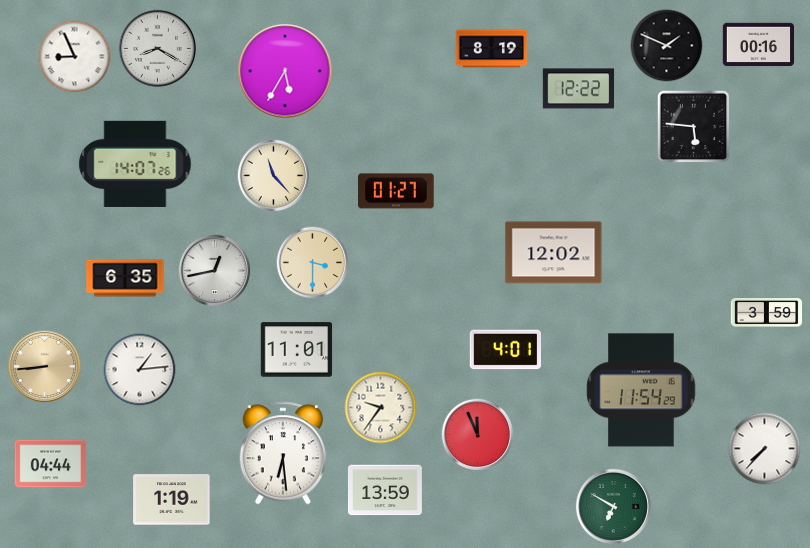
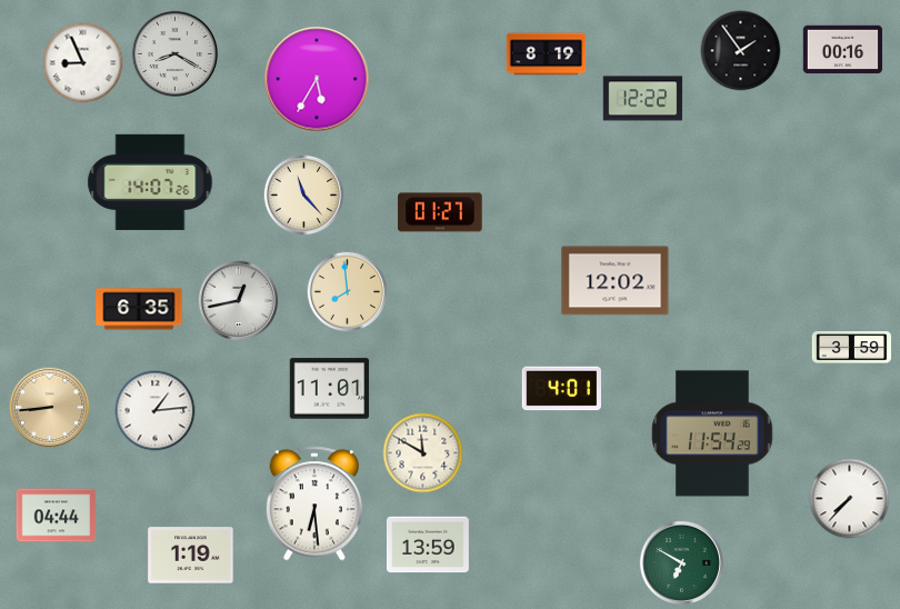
clock at (667, 46): 1:49 -> 1:54
clock at (694, 127): 5:46 -> none
clock at (313, 263): 3:30 -> 7:59
clock at (381, 408): 9:36 -> 11:50
clock at (478, 435): 11:56 -> none
